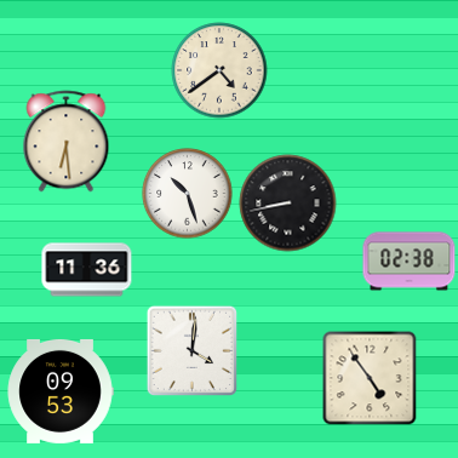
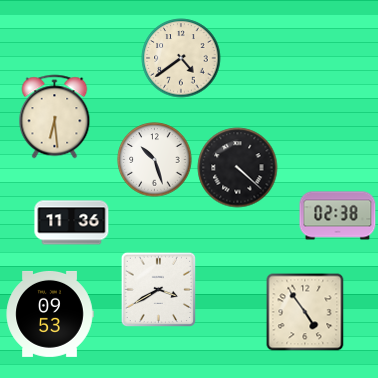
clock at (288, 204): 8:43 -> 4:22
clock at (191, 350): 4:01 -> 3:40
clock at (61, 391) position: (61, 391) -> (50, 314)
